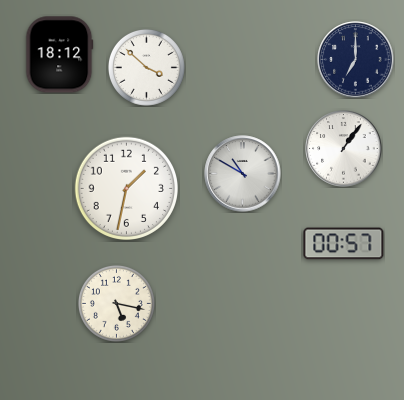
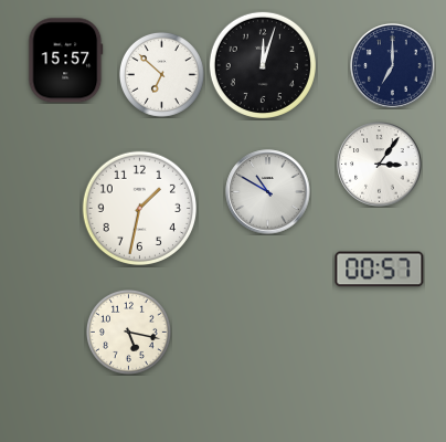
clock at (60, 55): 18:12 -> 15:57
clock at (263, 65): none -> 12:03
clock at (146, 67): 3:52 -> 6:52
clock at (344, 149): 1:06 -> 3:06
clock at (116, 303) position: (116, 303) -> (128, 331)
